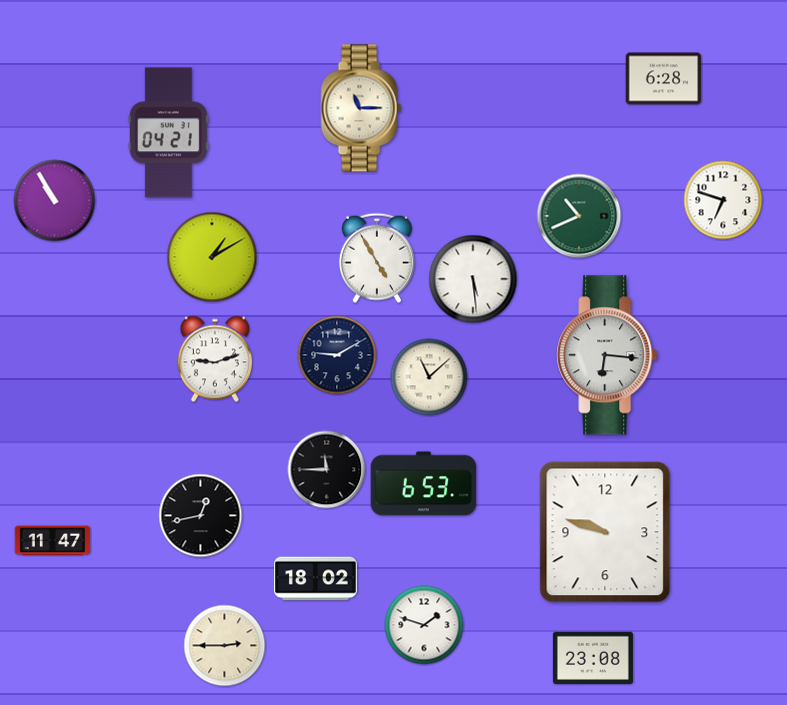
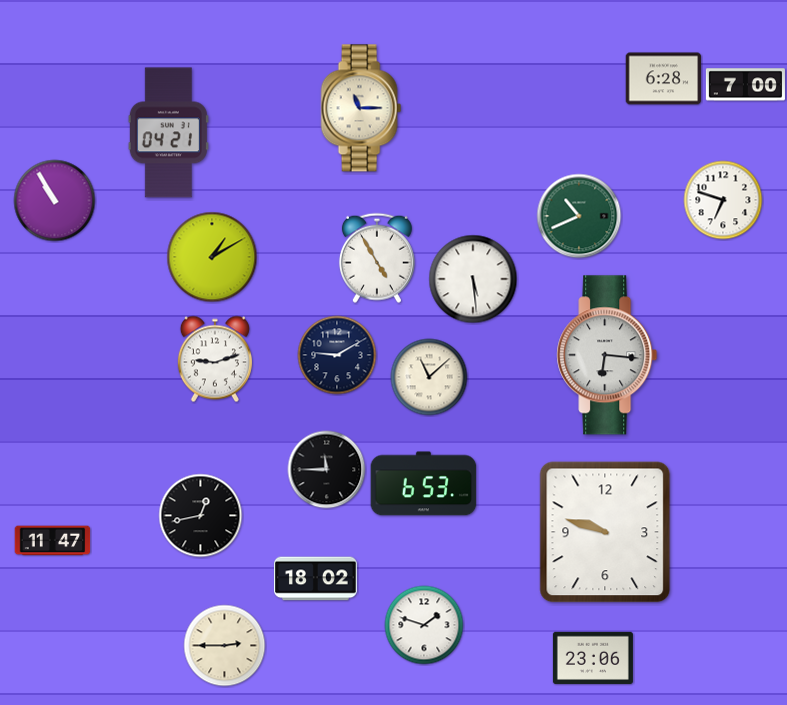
clock at (745, 85): none -> 7:00
clock at (593, 658): 23:08 -> 23:06
